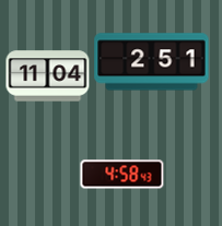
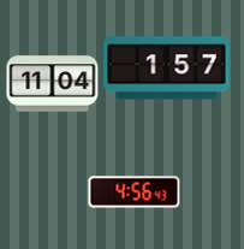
clock at (152, 62): 2:51 -> 1:57
clock at (122, 175): 4:58 -> 4:56
